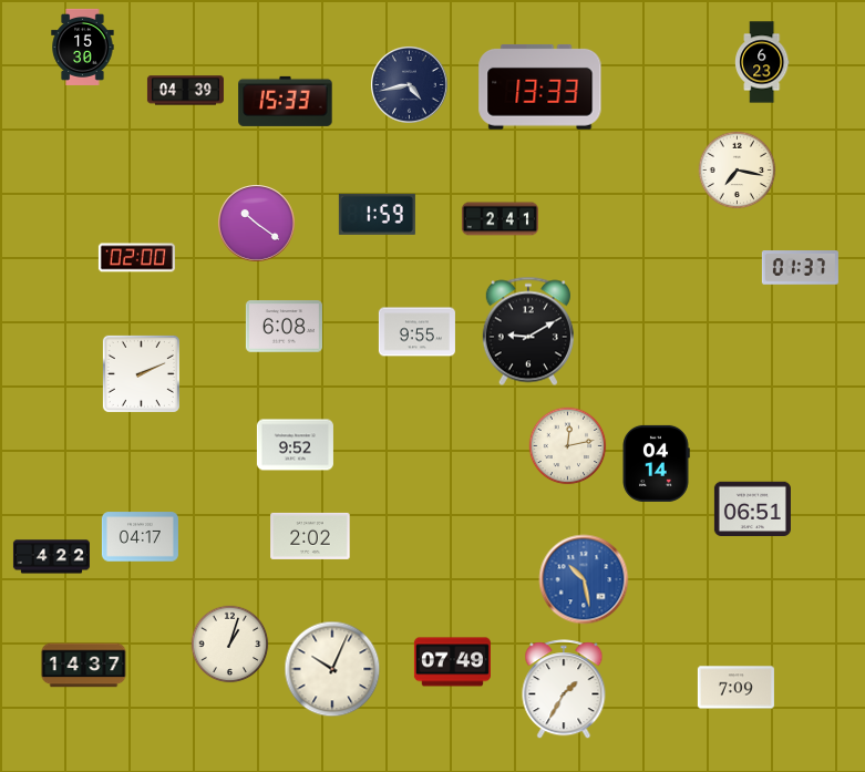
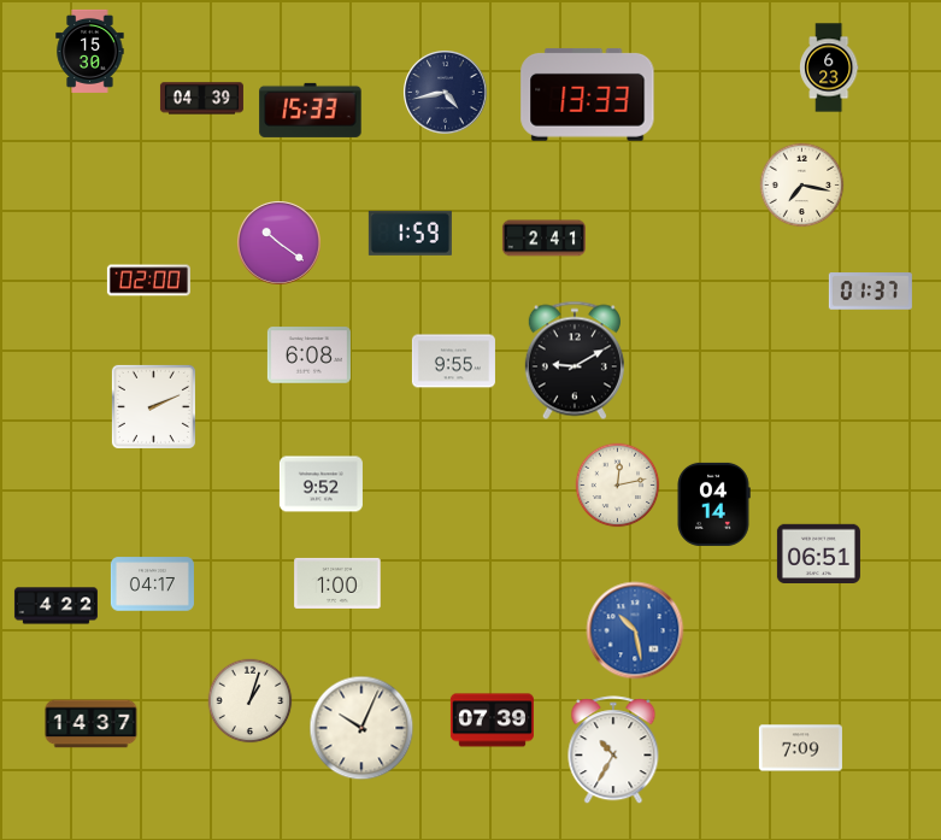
clock at (310, 536): 2:02 -> 1:00
clock at (452, 662): 07:49 -> 07:39
clock at (564, 690): 1:35 -> 10:35
